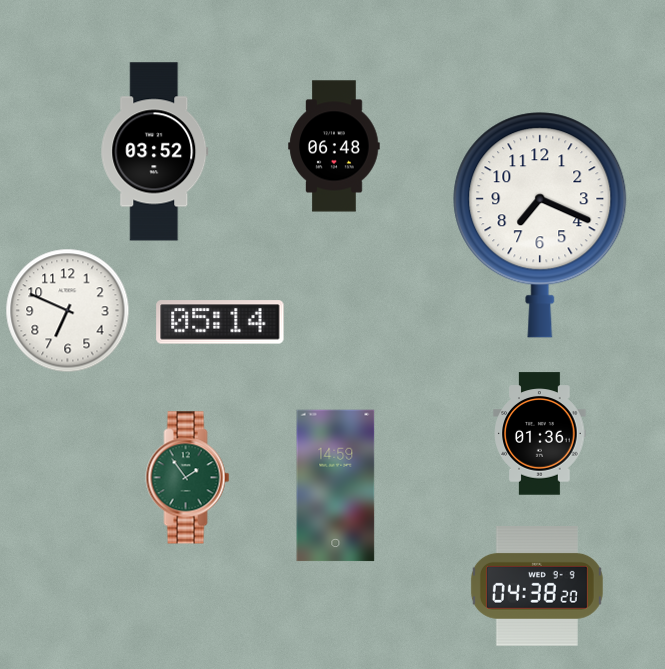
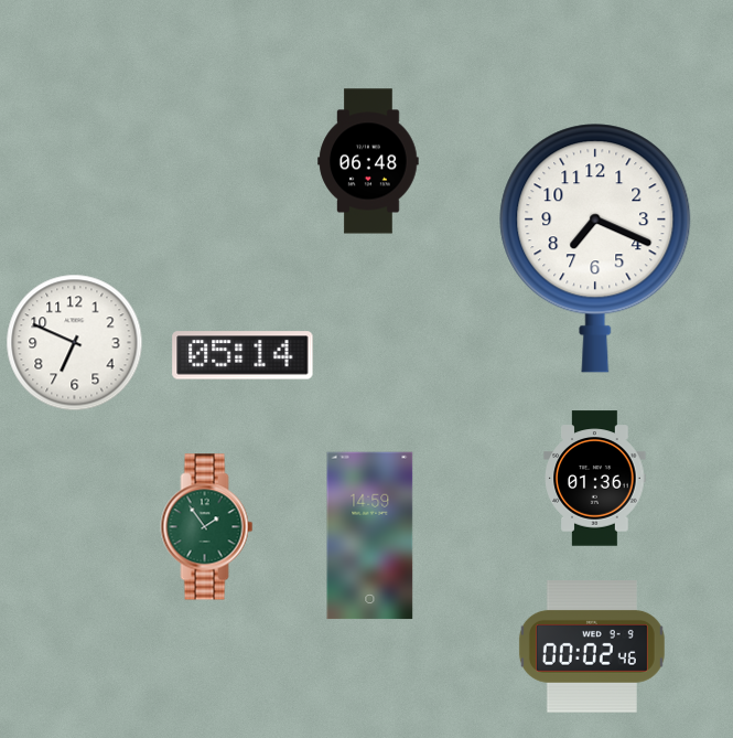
clock at (155, 152): 03:52 -> none
clock at (537, 587): 04:38 -> 00:02
